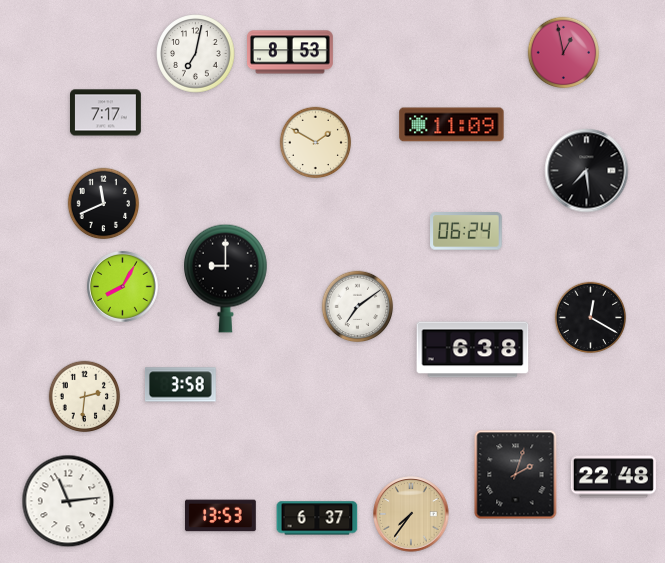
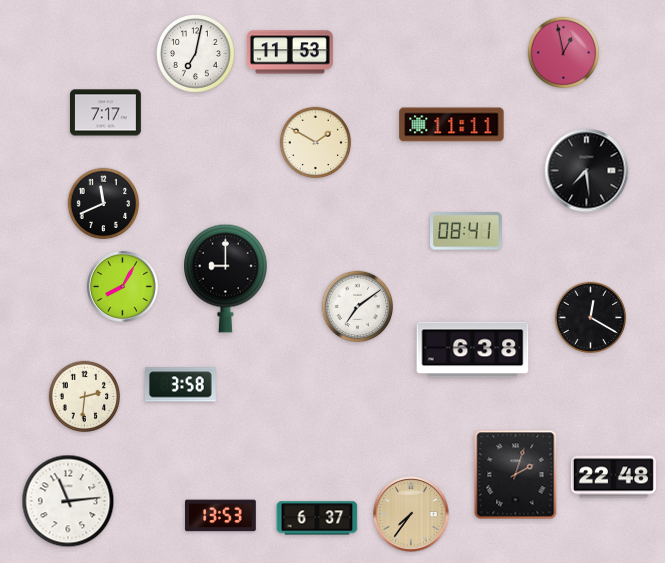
clock at (291, 52): 8:53 -> 11:53
clock at (452, 125): 11:09 -> 11:11
clock at (466, 231): 06:24 -> 08:41
